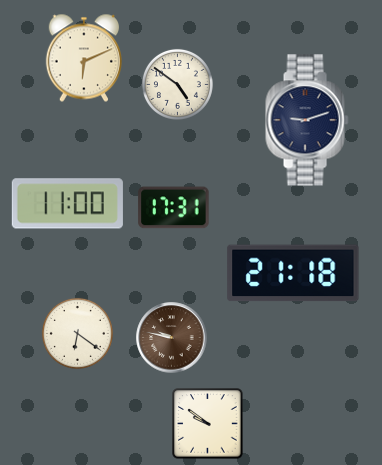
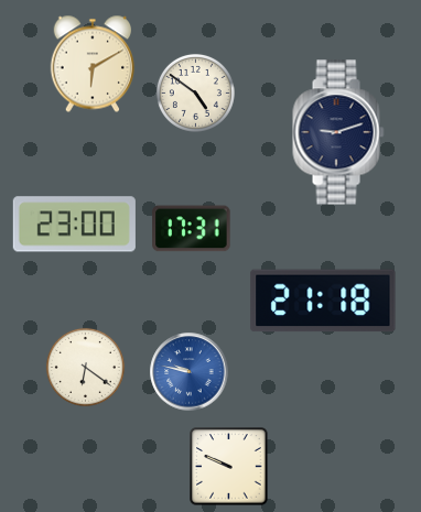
clock at (83, 58): 6:11 -> 6:10
clock at (67, 204): 11:00 -> 23:00
clock at (172, 338) dial: brown -> blue
clock at (208, 424): 9:51 -> 9:49
